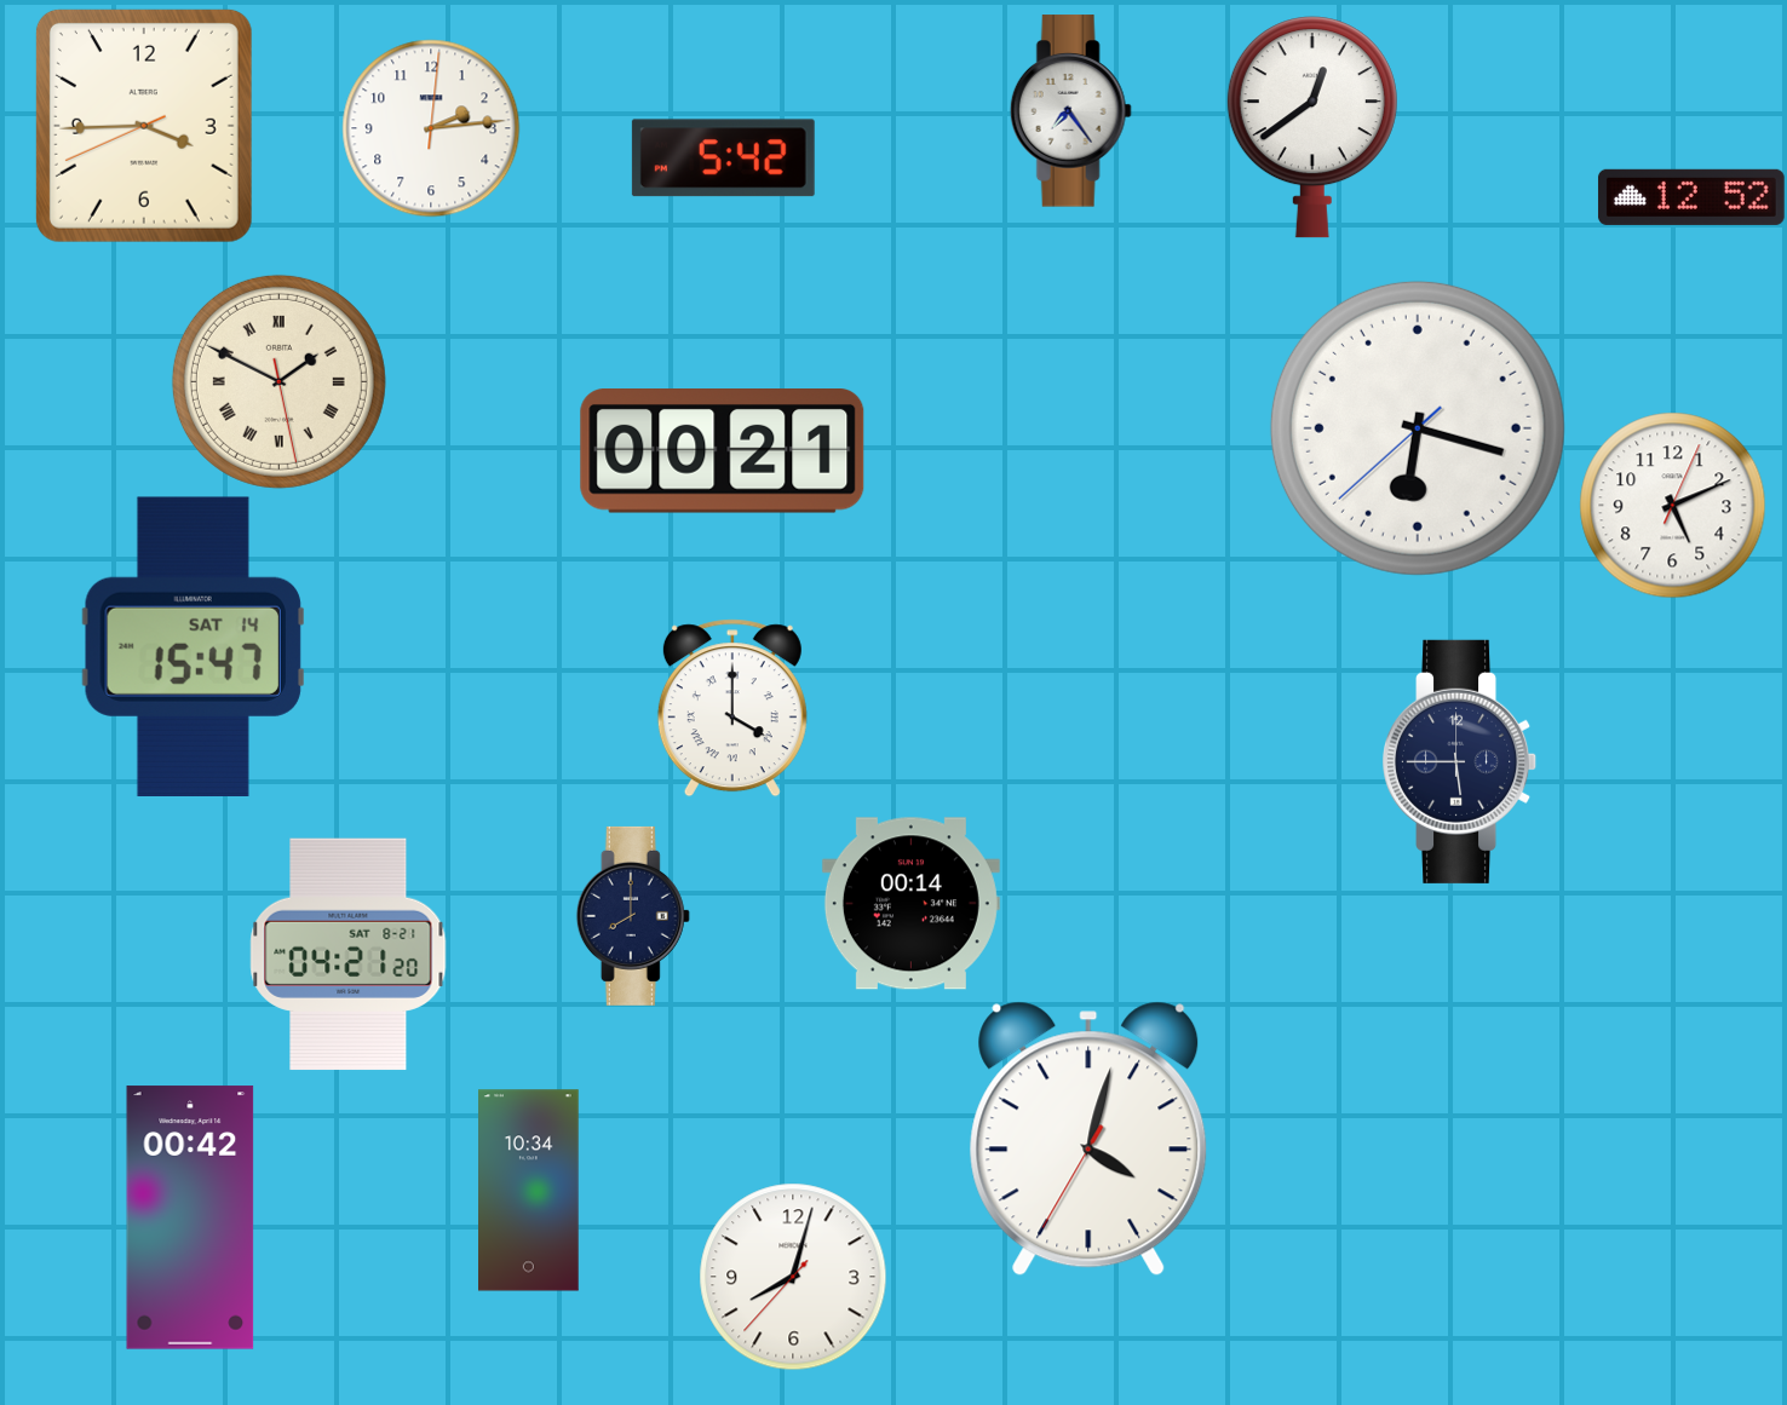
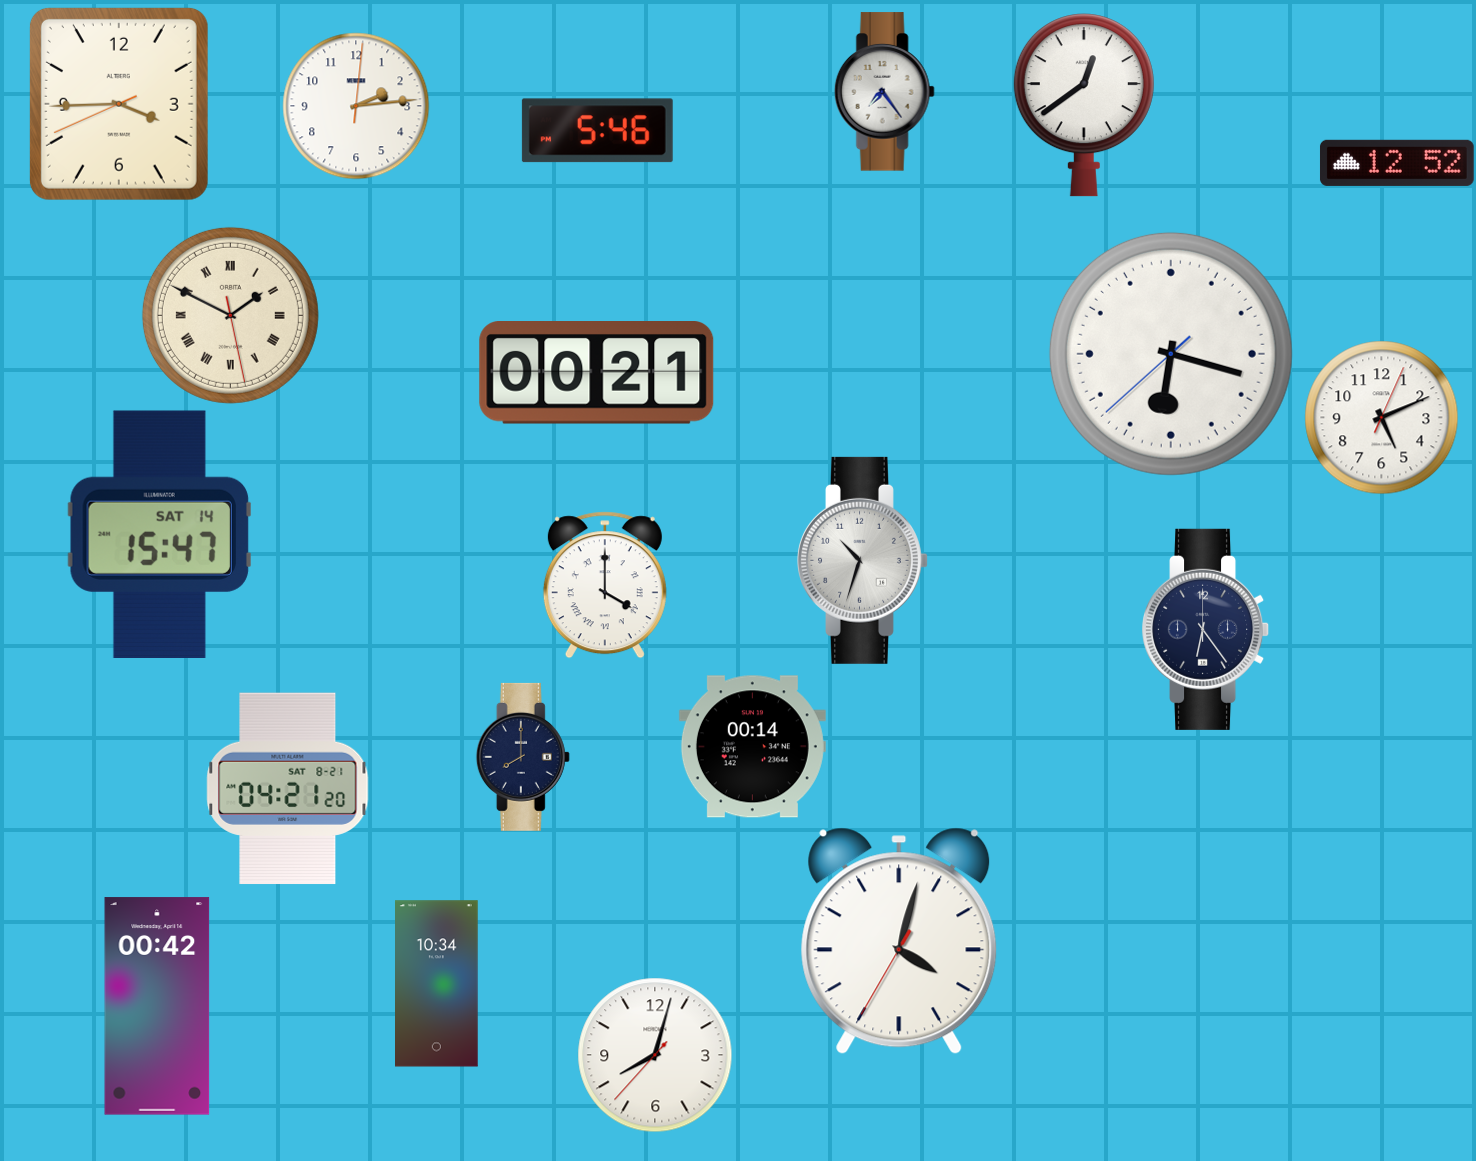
clock at (723, 159): 5:42 -> 5:46
clock at (863, 560): none -> 10:33
clock at (1460, 761): 5:45 -> 6:24
